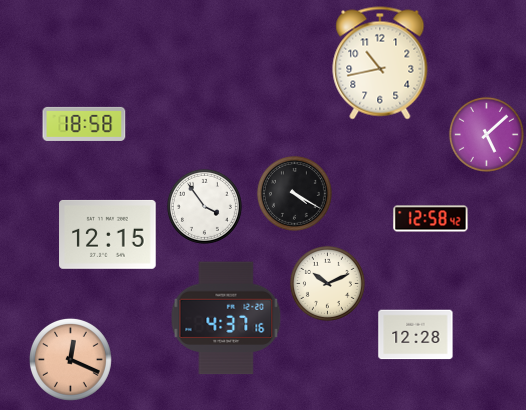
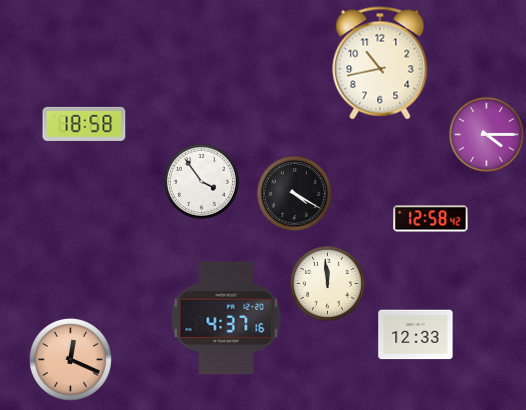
clock at (486, 134): 5:08 -> 4:15
clock at (204, 206) position: (204, 206) -> (201, 181)
clock at (108, 234): 12:15 -> none
clock at (327, 283): 10:11 -> 11:59
clock at (416, 335): 12:28 -> 12:33
